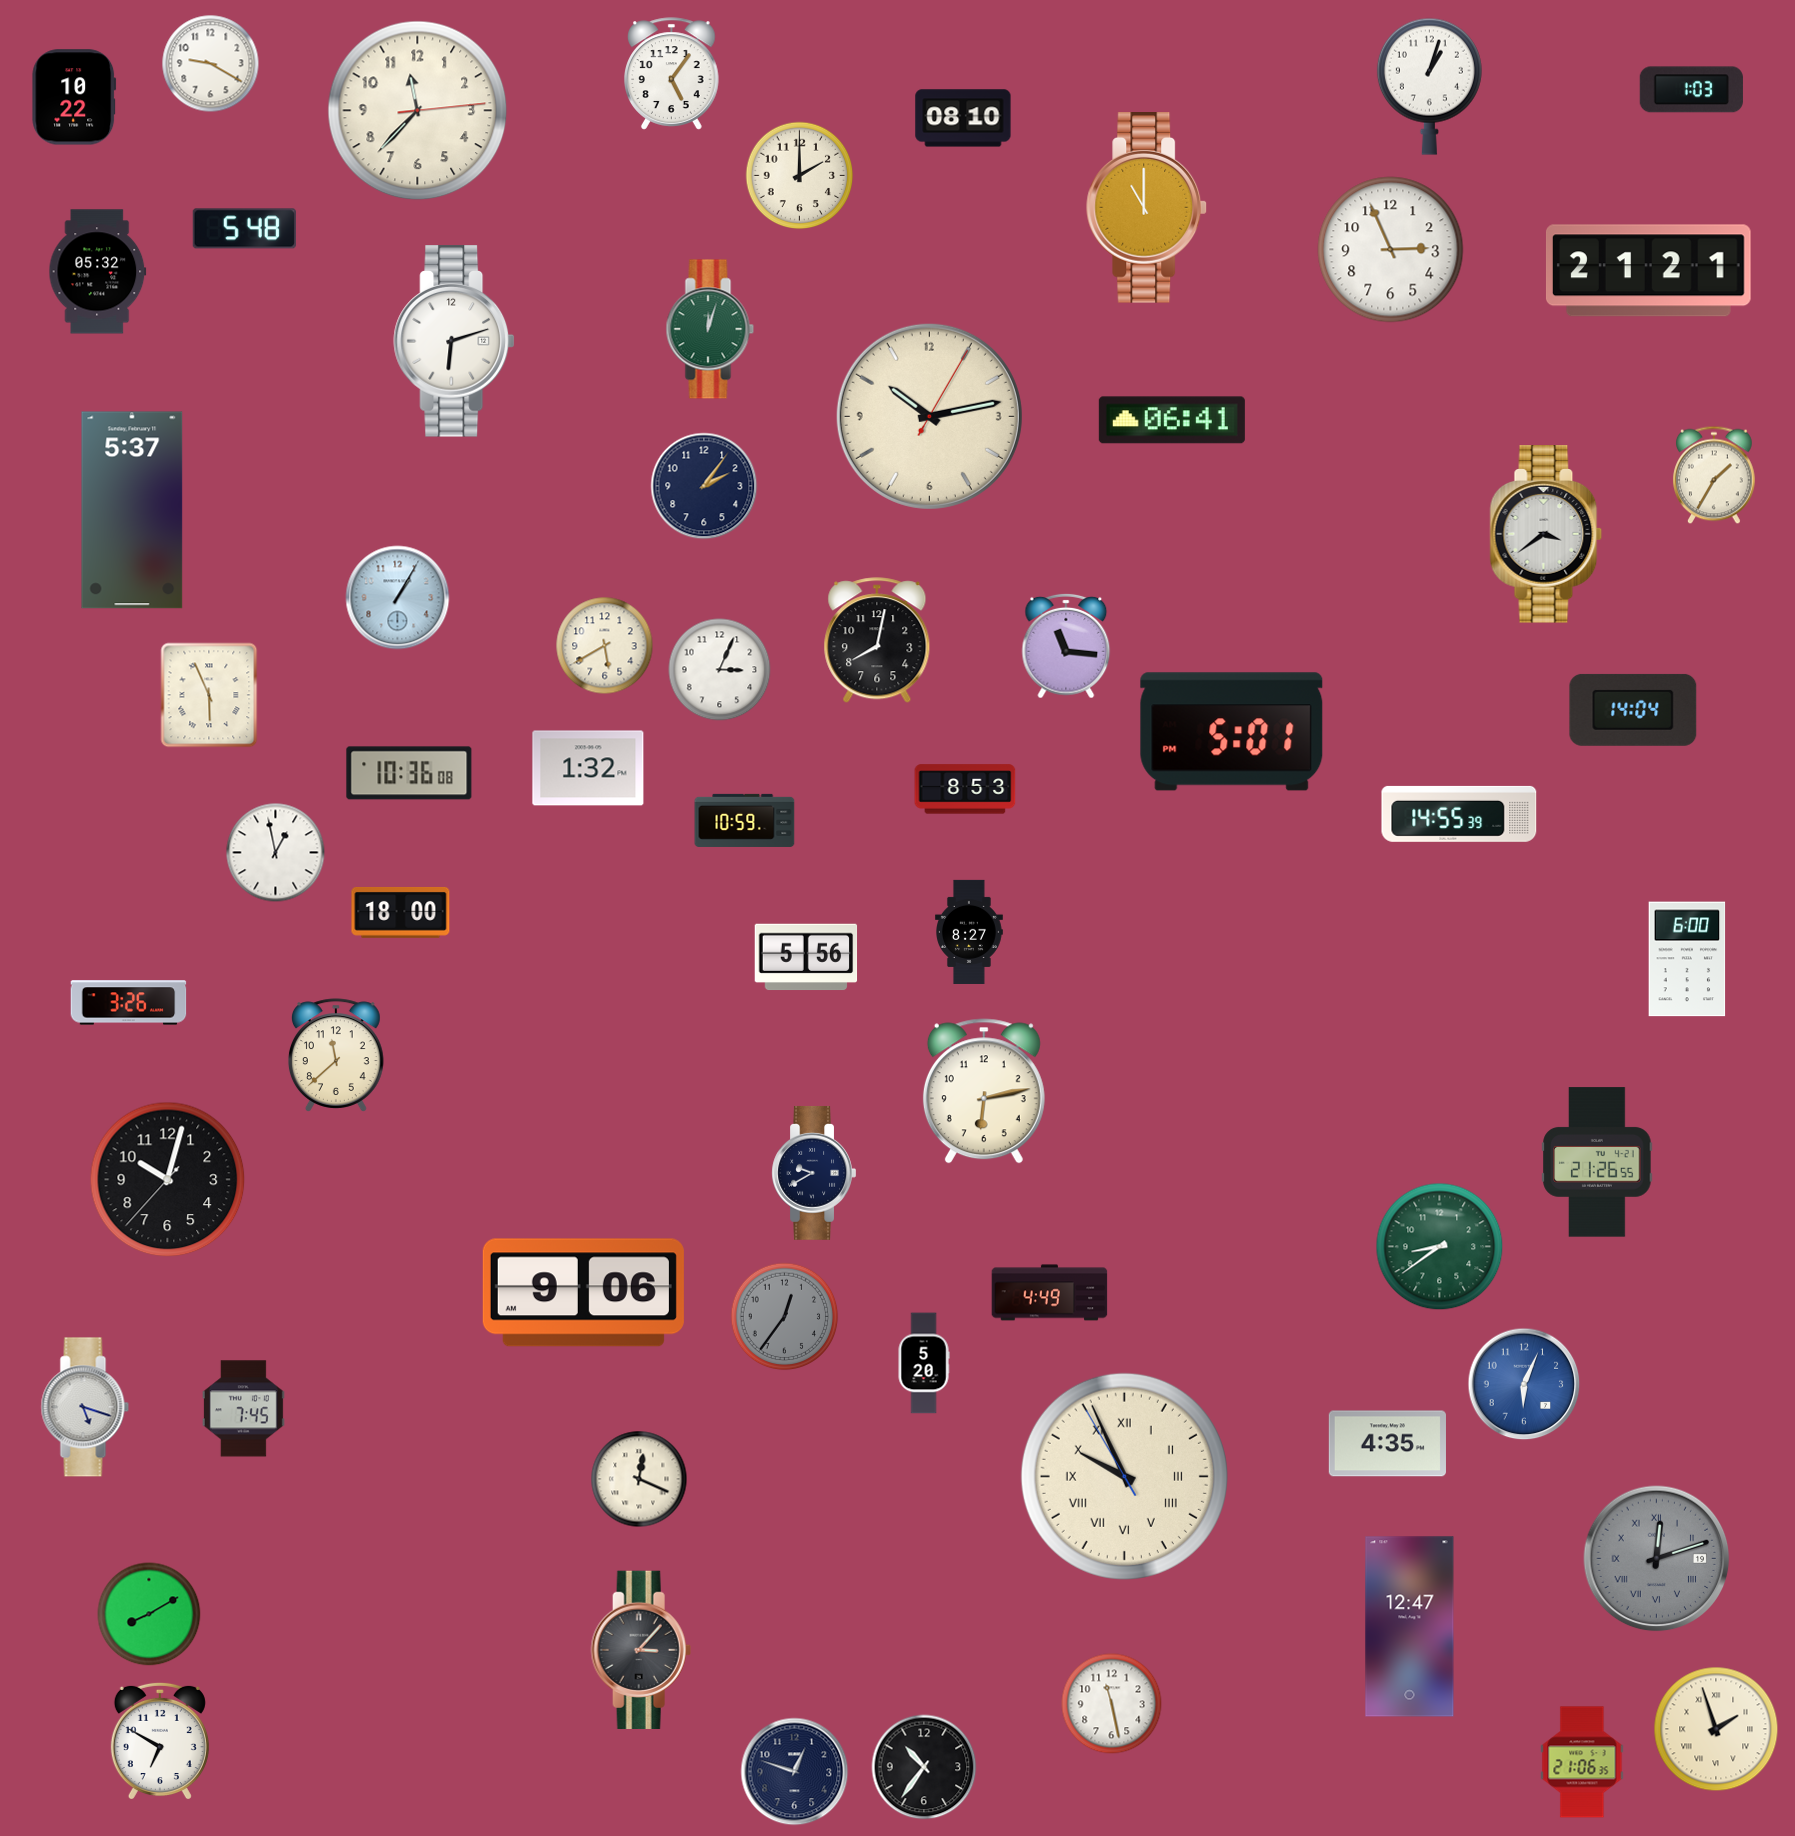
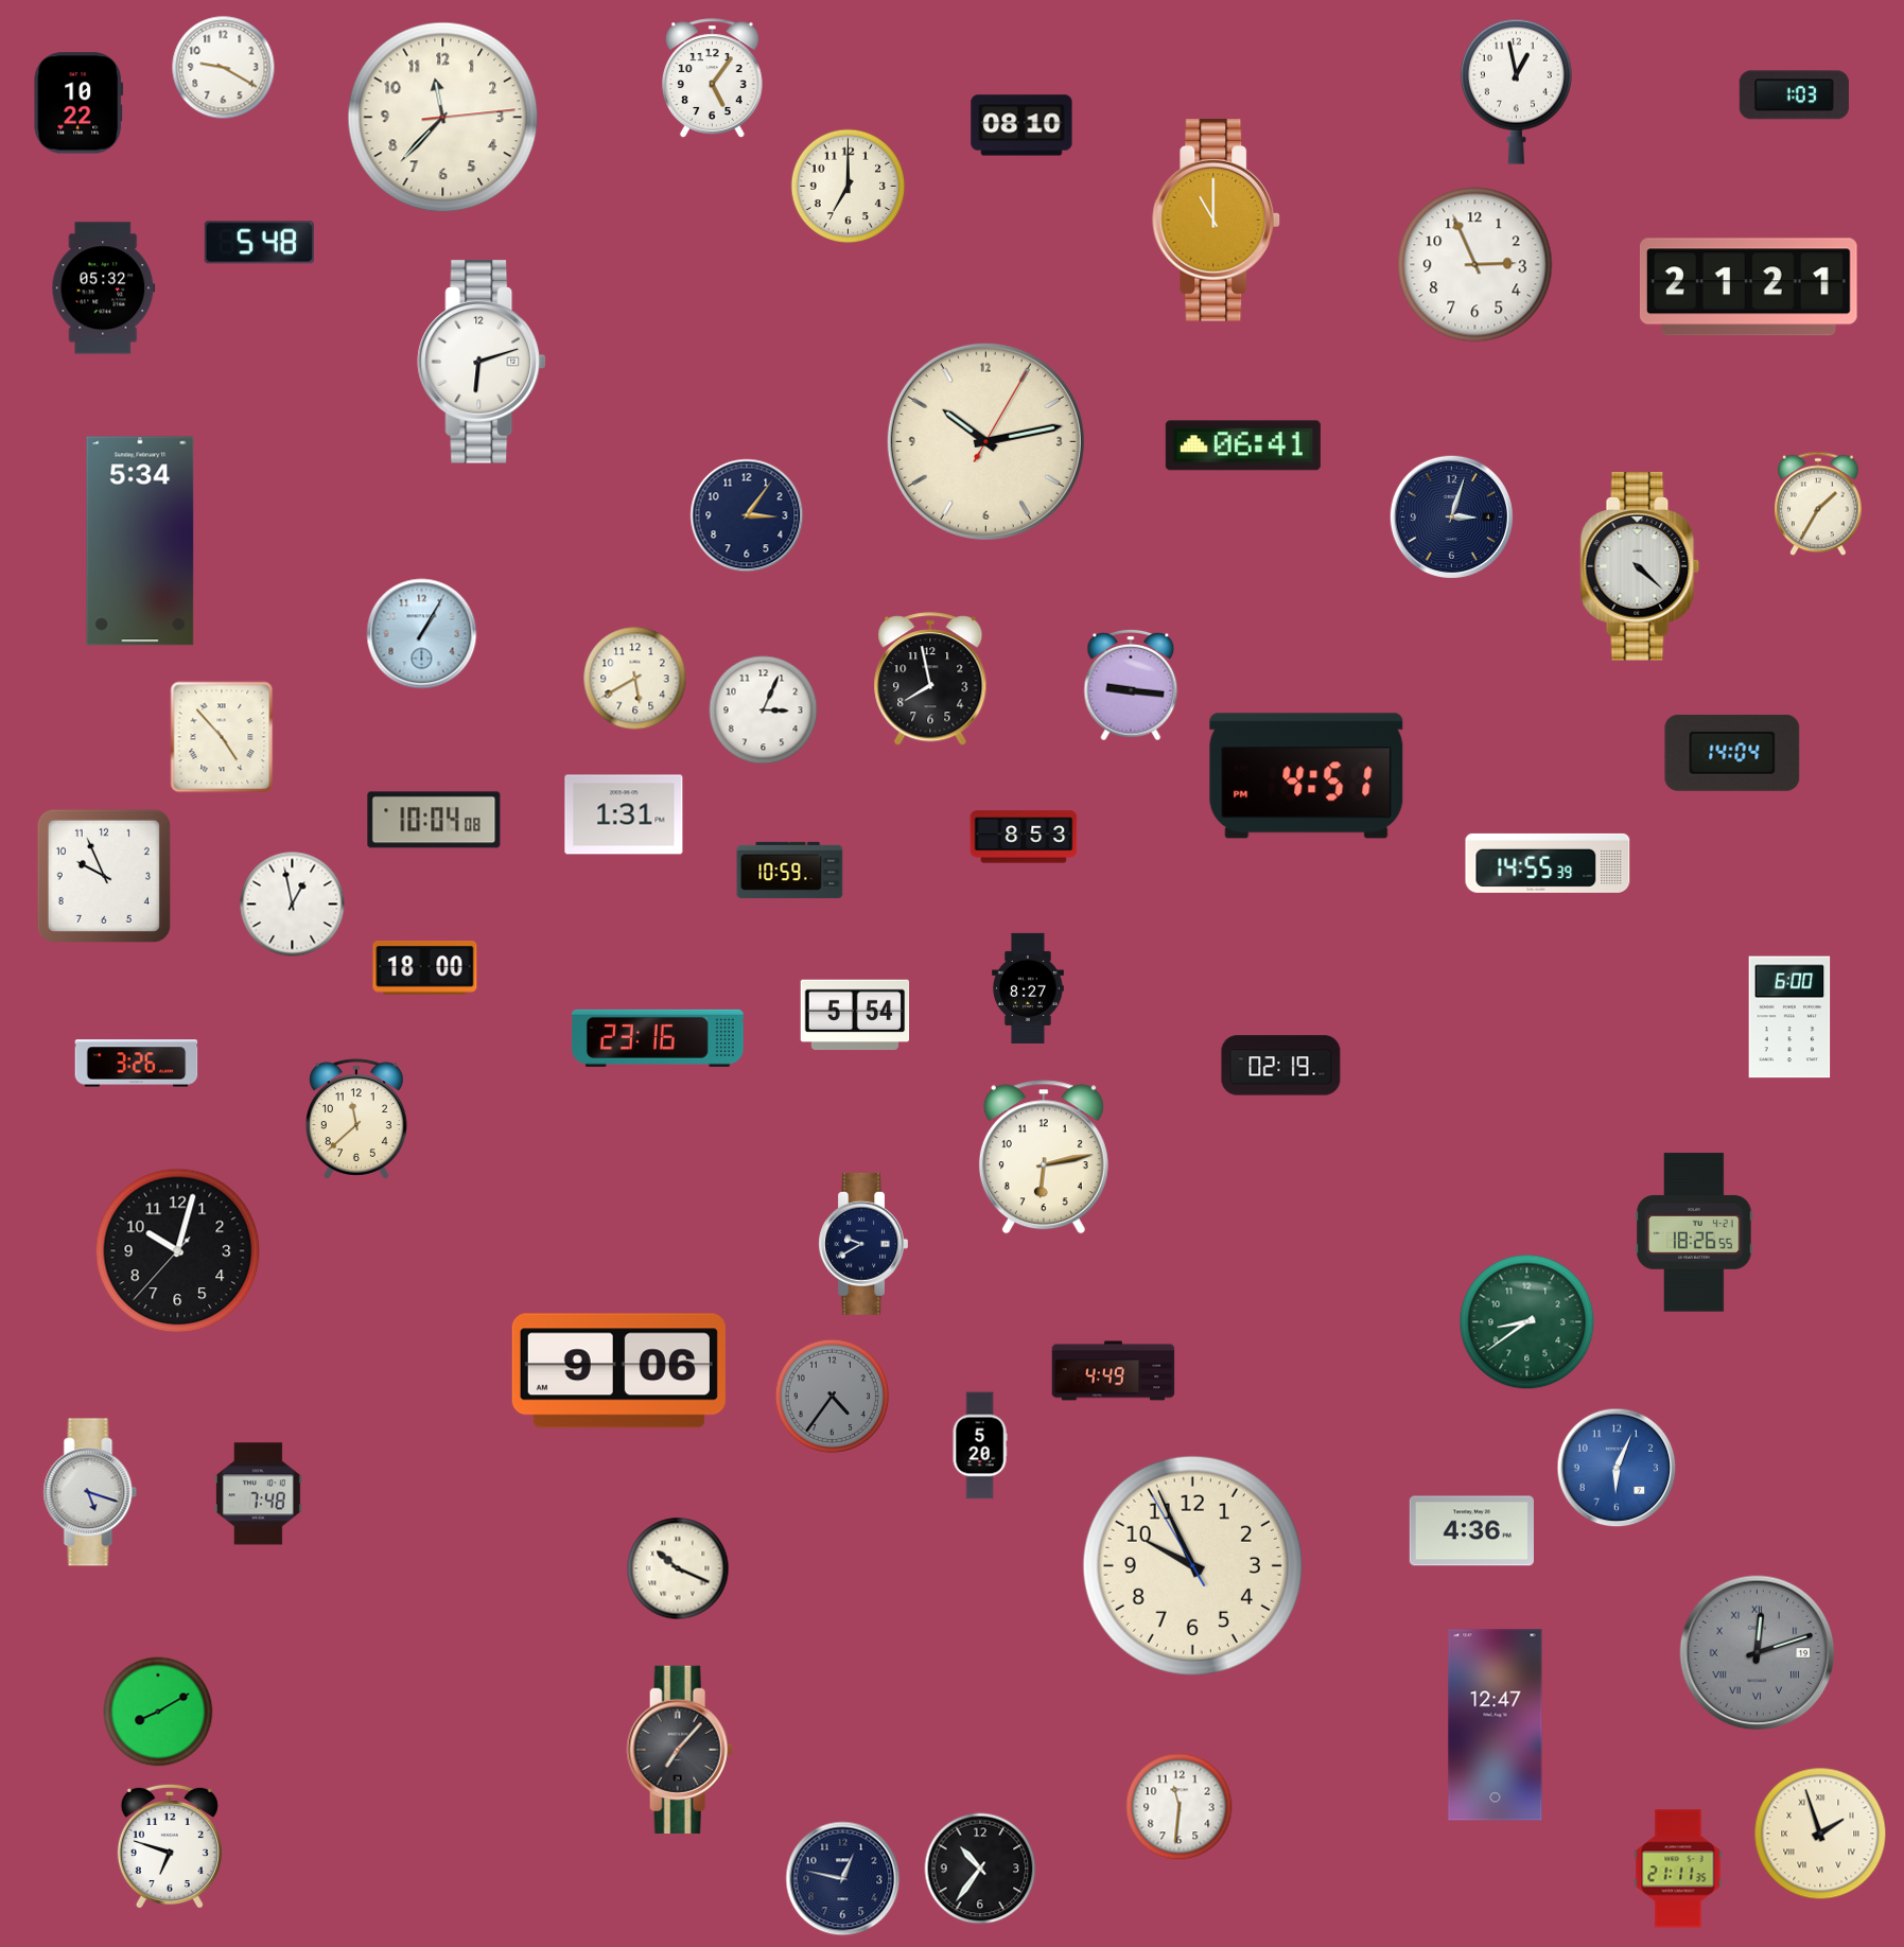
clock at (1429, 86): 1:03 -> 12:58
clock at (800, 176): 2:00 -> 7:00
clock at (710, 329): 12:03 -> none
clock at (704, 486): 2:06 -> 3:06
clock at (1451, 516): none -> 3:03
clock at (132, 510): 5:37 -> 5:34
clock at (1546, 534): 3:39 -> 4:22
clock at (877, 641): 8:02 -> 7:58
clock at (605, 646) position: (605, 646) -> (635, 679)
clock at (1066, 646): 11:16 -> 9:16
clock at (209, 695): 5:56 -> 4:53
clock at (1232, 732): 5:01 -> 4:51
clock at (588, 768): 1:32 -> 1:31
clock at (409, 773): 10:36 -> 10:04
clock at (104, 876): none -> 9:56
clock at (806, 957): 5:56 -> 5:54
clock at (658, 1038): none -> 23:16
clock at (1281, 1066): none -> 02:19
clock at (1597, 1162): 21:26 -> 18:26
clock at (785, 1317): 12:36 -> 4:36
clock at (243, 1409): 7:45 -> 7:48
clock at (1387, 1444): 4:35 -> 4:36
clock at (1124, 1476) numerals: Roman -> Arabic
clock at (639, 1479): 12:19 -> 10:19
clock at (641, 1649): 3:07 -> 7:07
clock at (1112, 1704): 11:28 -> 11:31
clock at (160, 1741): 6:50 -> 6:48
clock at (1582, 1762): 21:06 -> 21:11
clock at (924, 1767) position: (924, 1767) -> (980, 1869)
clock at (795, 1772): 12:48 -> 12:47
